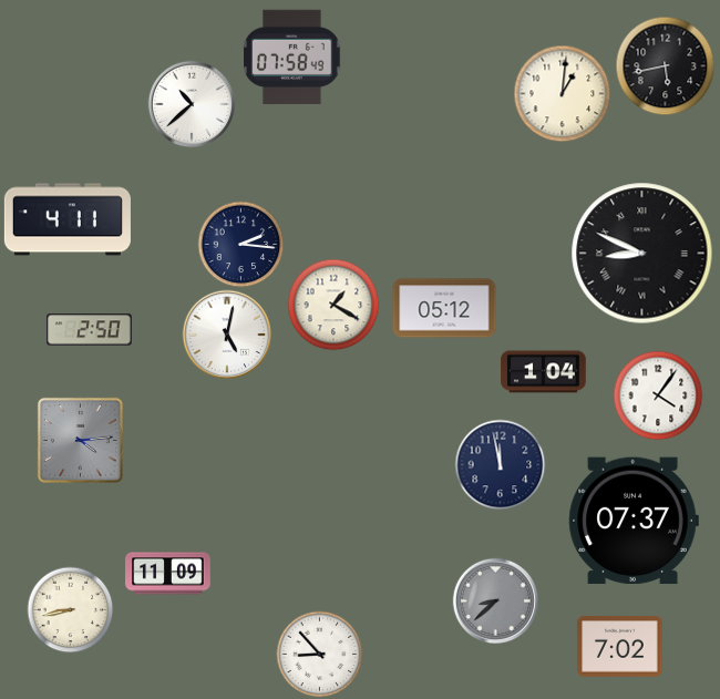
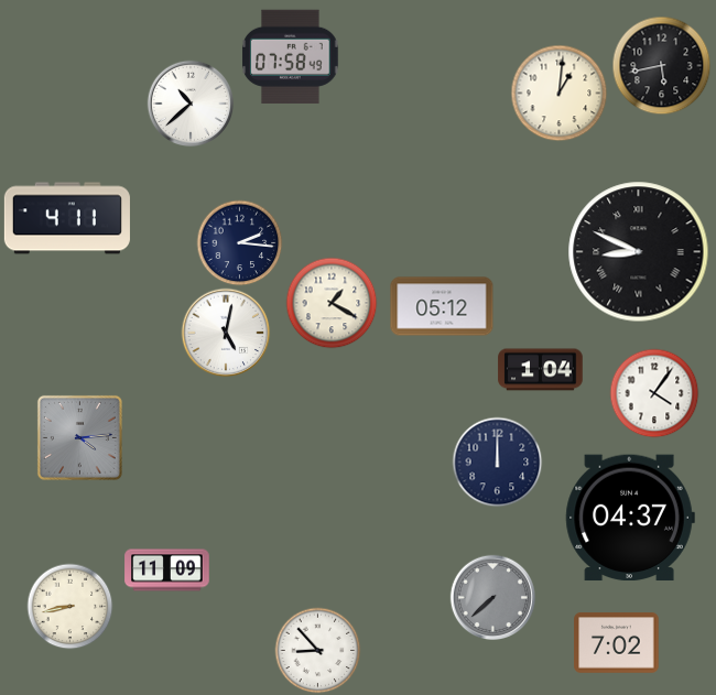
clock at (90, 330): 2:50 -> none
clock at (500, 464): 11:58 -> 12:00
clock at (634, 521): 07:37 -> 04:37
clock at (495, 600): 8:38 -> 7:38
